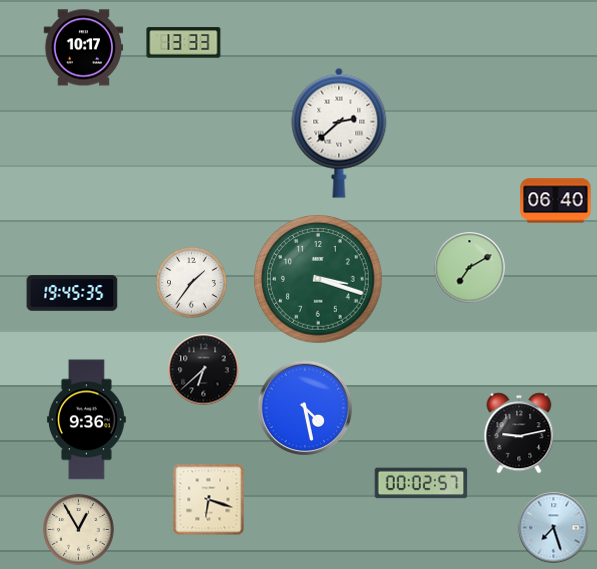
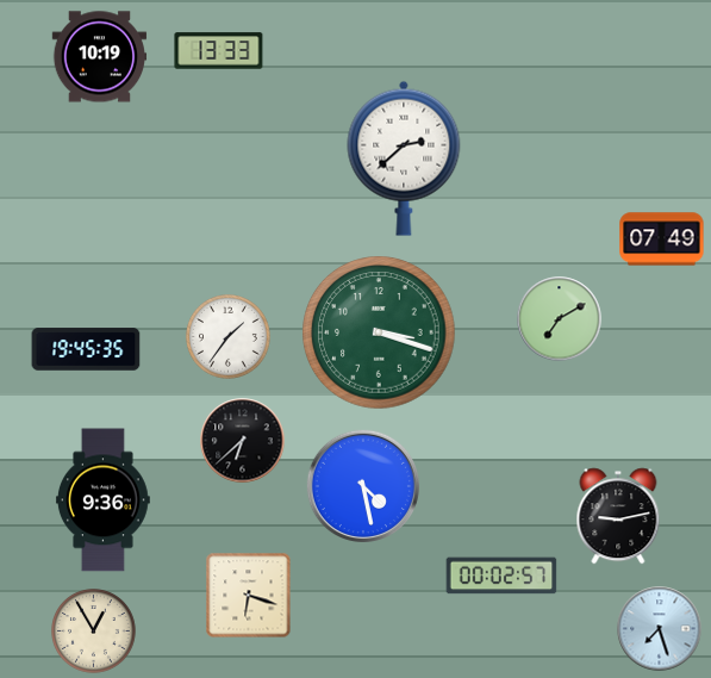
clock at (84, 48): 10:17 -> 10:19
clock at (556, 201): 06:40 -> 07:49
